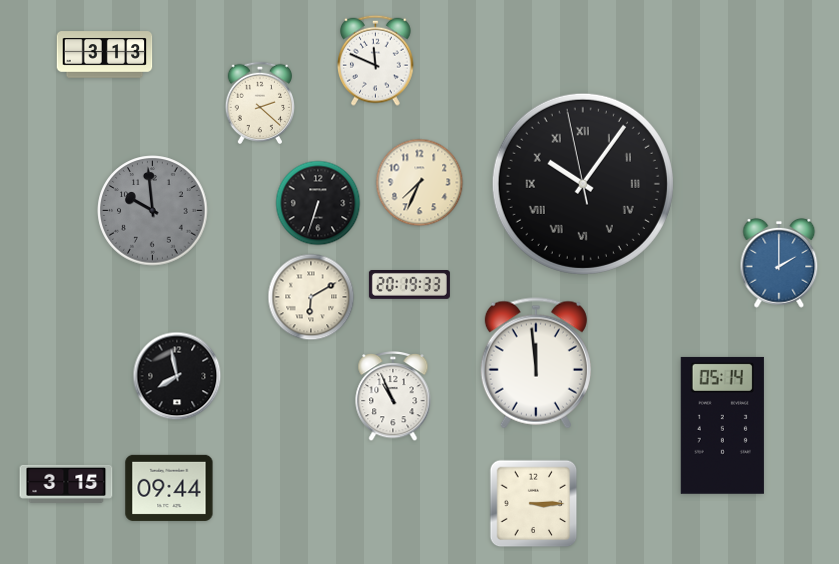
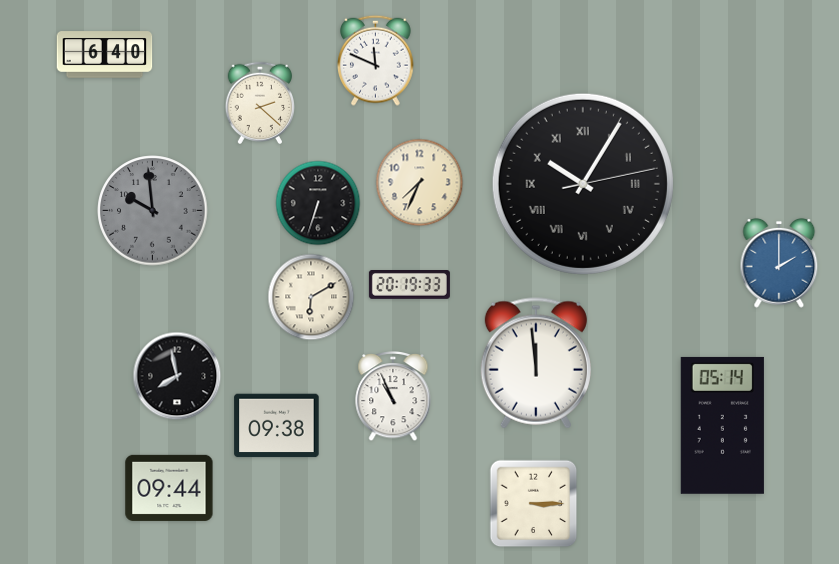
clock at (105, 55): 3:13 -> 6:40
clock at (583, 184): 10:05:58 -> 10:05:13
clock at (277, 426): none -> 09:38
clock at (66, 484): 3:15 -> none
